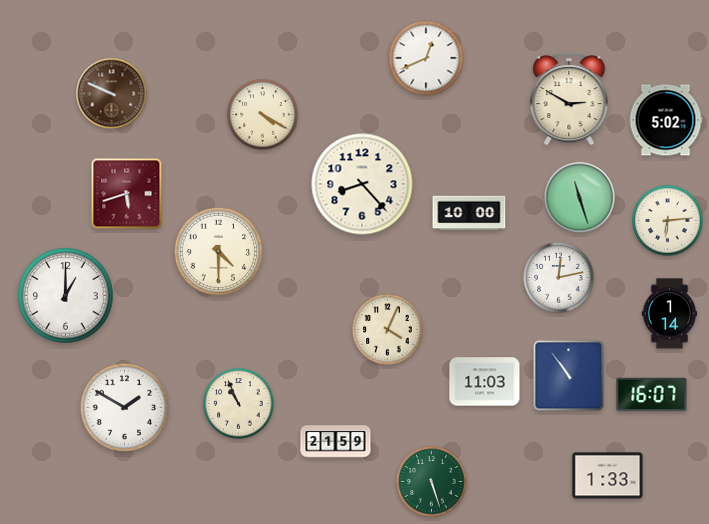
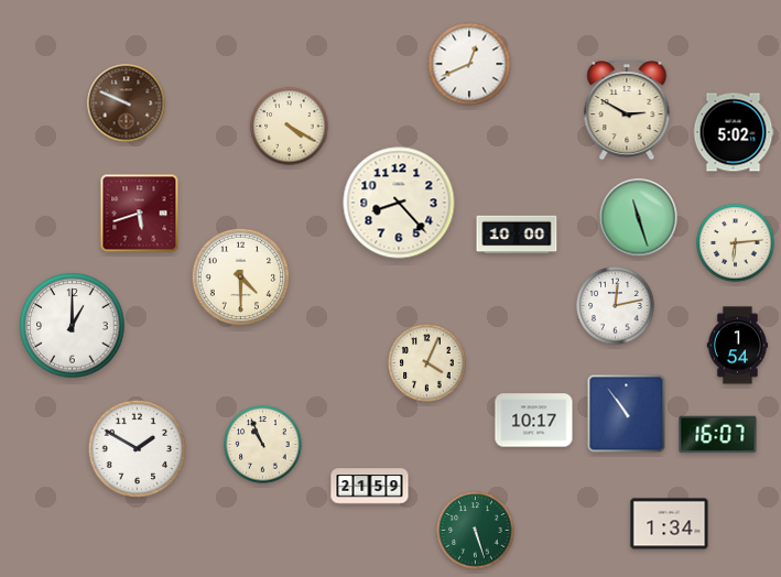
clock at (112, 94) position: (112, 94) -> (127, 104)
clock at (670, 314): 1:14 -> 1:54
clock at (485, 382): 11:03 -> 10:17
clock at (608, 476): 1:33 -> 1:34
